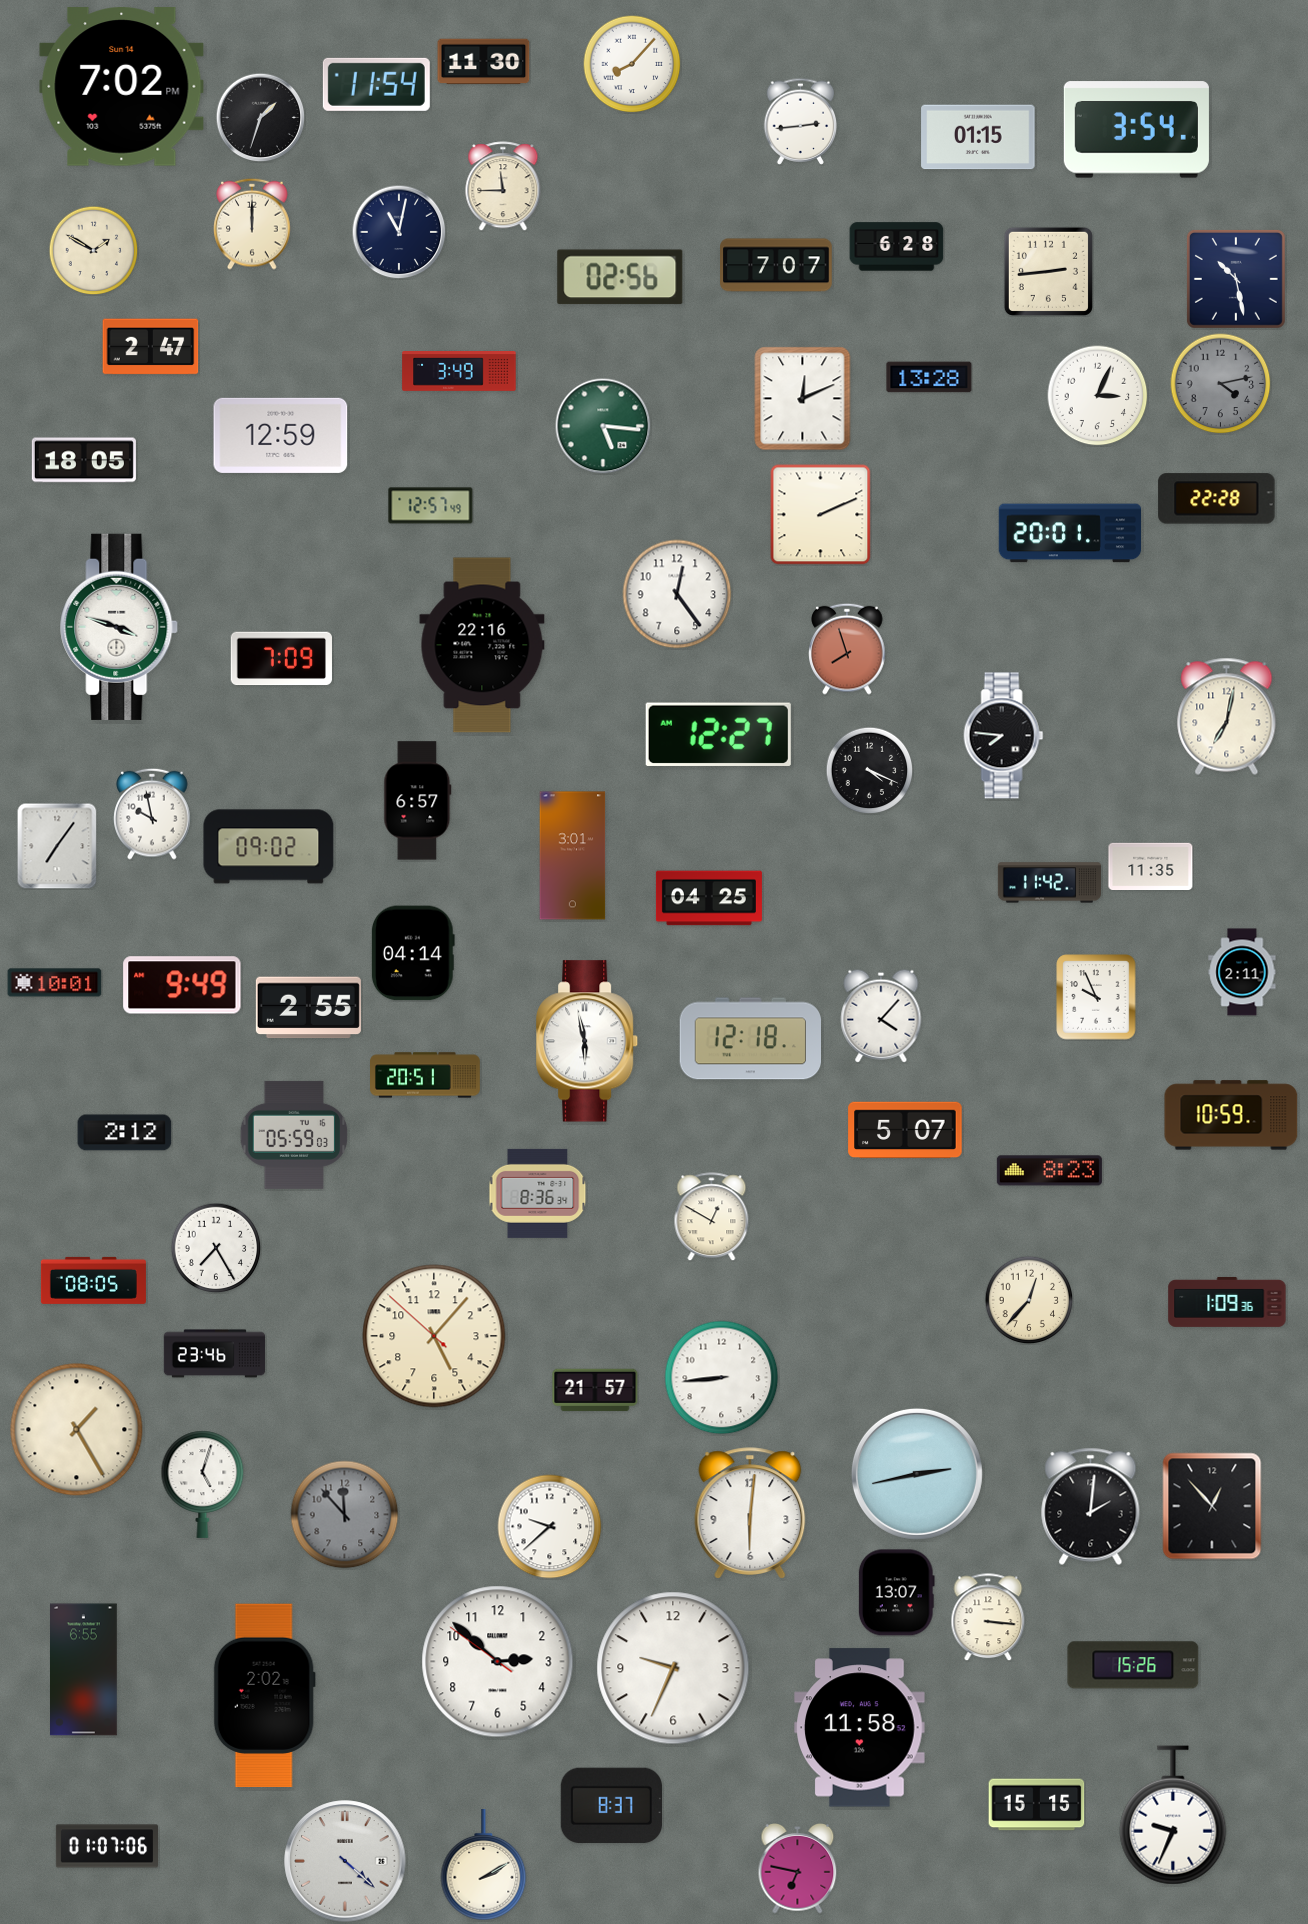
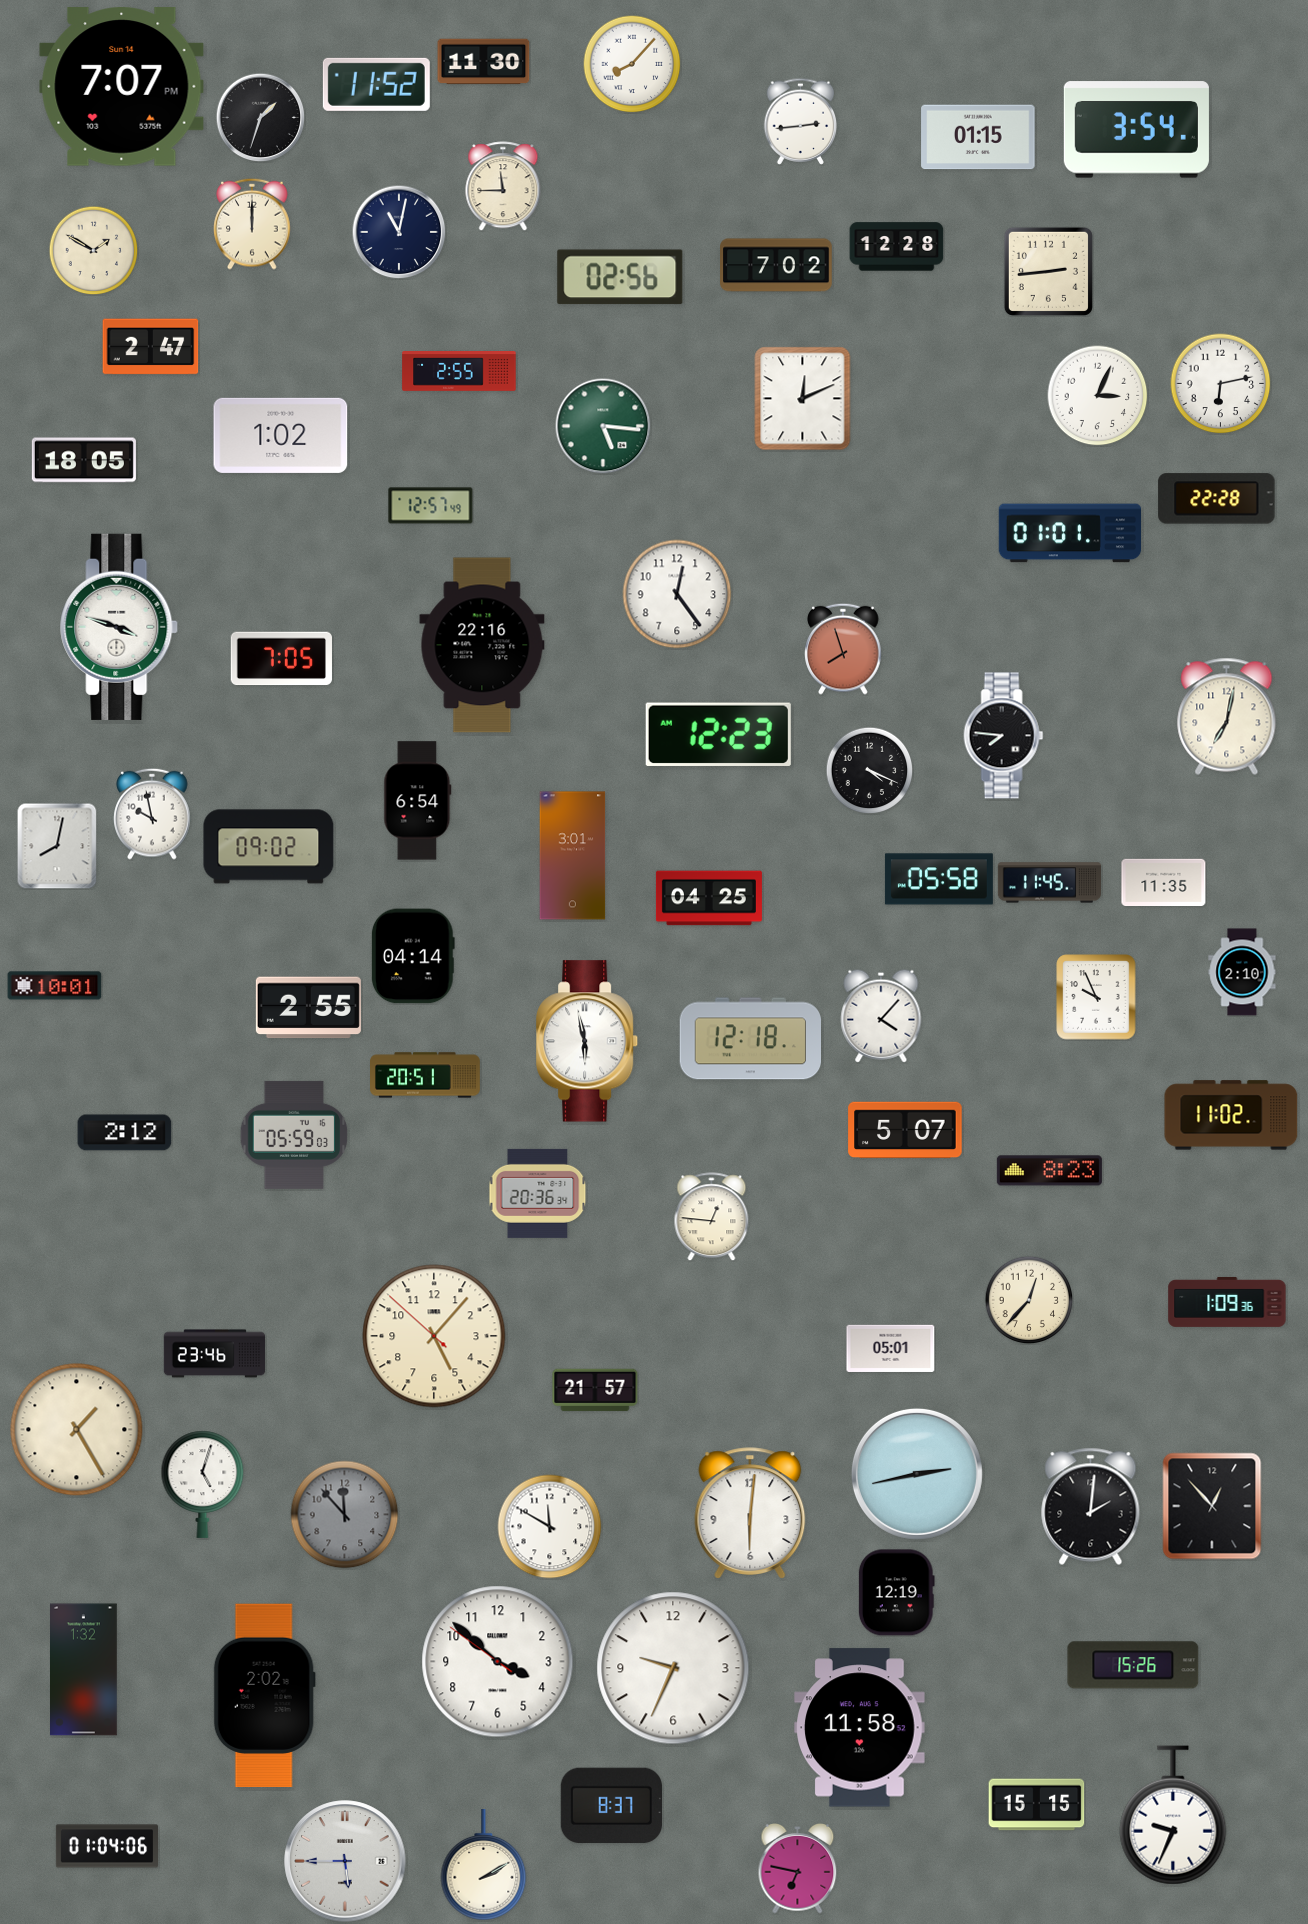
clock at (376, 84): 11:54 -> 11:52
clock at (122, 87): 7:02 -> 7:07
clock at (897, 247): 6:28 -> 12:28
clock at (776, 265): 7:07 -> 7:02
clock at (1236, 279): 10:28 -> none
clock at (459, 371): 3:49 -> 2:55
clock at (929, 377): 13:28 -> none
clock at (1221, 384): 4:13 -> 6:13
clock at (1221, 384) dial: grey -> white
clock at (281, 435): 12:59 -> 1:02
clock at (821, 515): 2:11 -> none
clock at (1070, 533): 20:01 -> 01:01
clock at (847, 649) position: (847, 649) -> (843, 649)
clock at (281, 659): 7:09 -> 7:05
clock at (718, 734): 12:27 -> 12:23
clock at (418, 801): 6:57 -> 6:54
clock at (57, 846): 7:06 -> 8:02
clock at (1151, 866) position: (1151, 866) -> (1164, 882)
clock at (939, 879): none -> 05:58
clock at (1049, 883): 11:42 -> 11:45
clock at (413, 953) position: (413, 953) -> (413, 956)
clock at (1242, 972): 2:11 -> 2:10
clock at (55, 983) position: (55, 983) -> (55, 986)
clock at (182, 985): 9:49 -> none
clock at (1231, 1115): 10:59 -> 11:02
clock at (538, 1193): 8:36 -> 20:36
clock at (712, 1217): 12:50 -> 12:46
clock at (216, 1248): 7:25 -> none
clock at (93, 1280): 08:05 -> none
clock at (891, 1348): none -> 05:01
clock at (722, 1378): 8:44 -> none
clock at (550, 1527): 9:38 -> 11:50
clock at (896, 1593): 13:07 -> 12:19
clock at (988, 1617): 3:16 -> none
clock at (498, 1662): 2:51 -> 3:51
clock at (84, 1670): 6:55 -> 1:32
clock at (106, 1846): 01:07 -> 01:04
clock at (345, 1861): 4:22 -> 5:45
